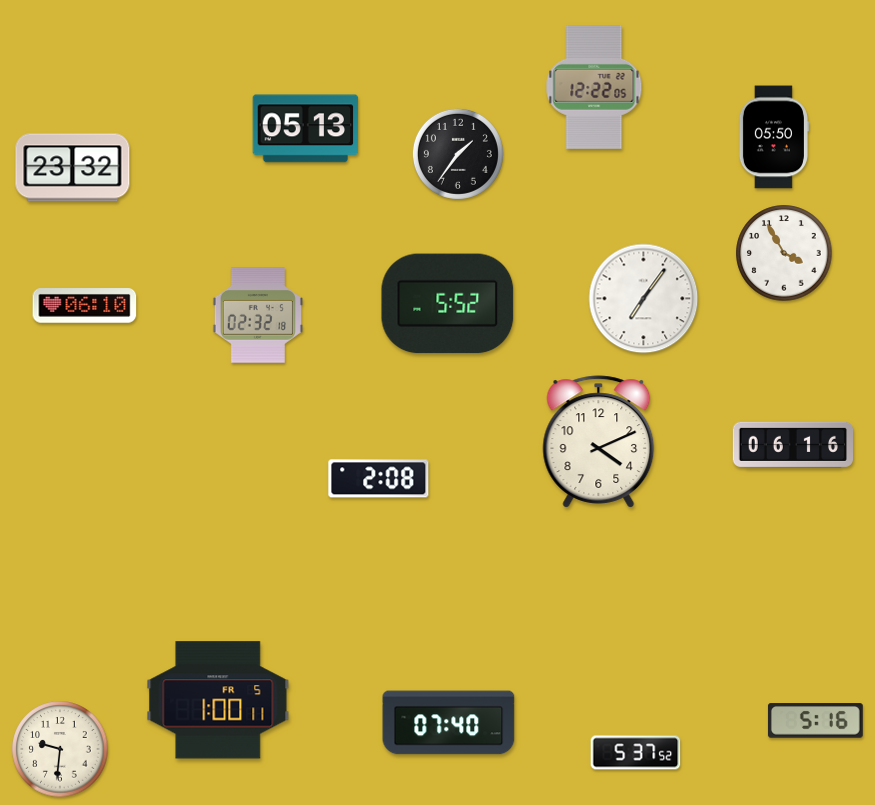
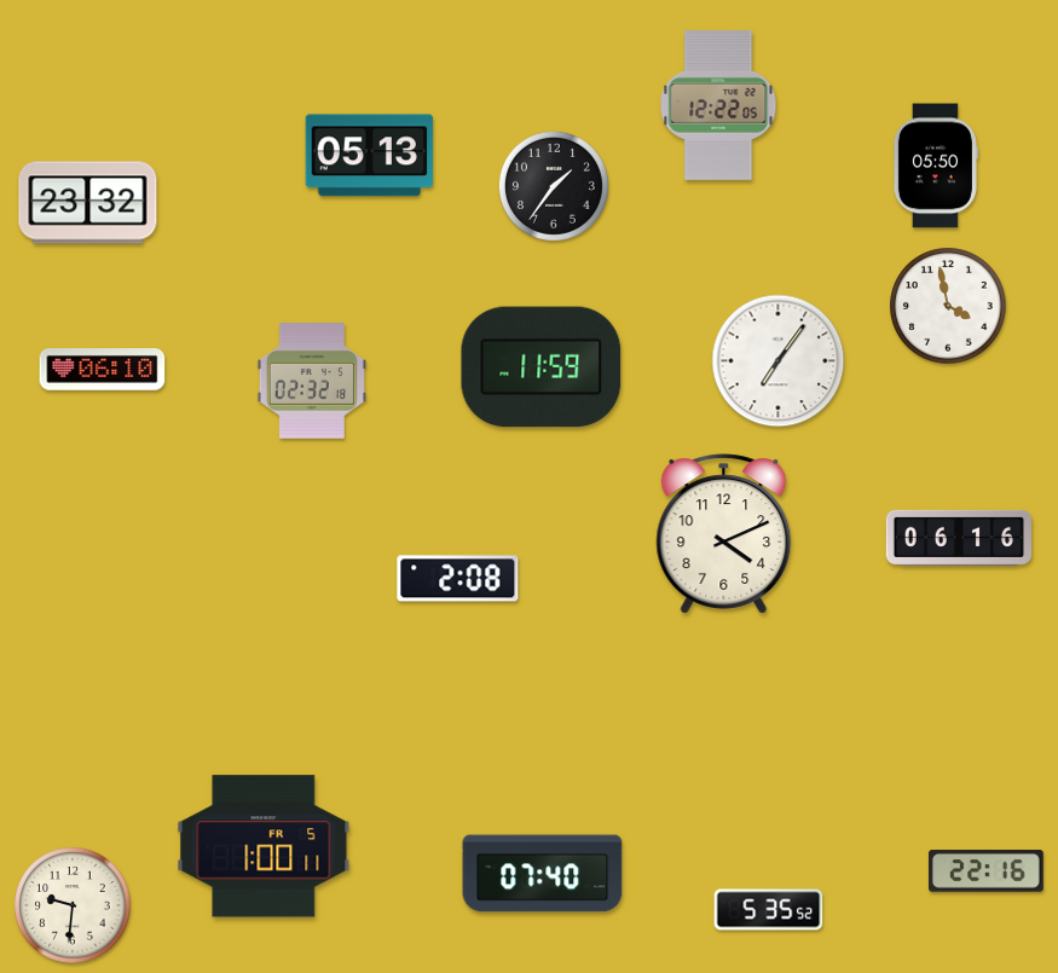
clock at (784, 253): 3:55 -> 3:58
clock at (448, 304): 5:52 -> 11:59
clock at (815, 721): 5:16 -> 22:16
clock at (636, 753): 5:37 -> 5:35
